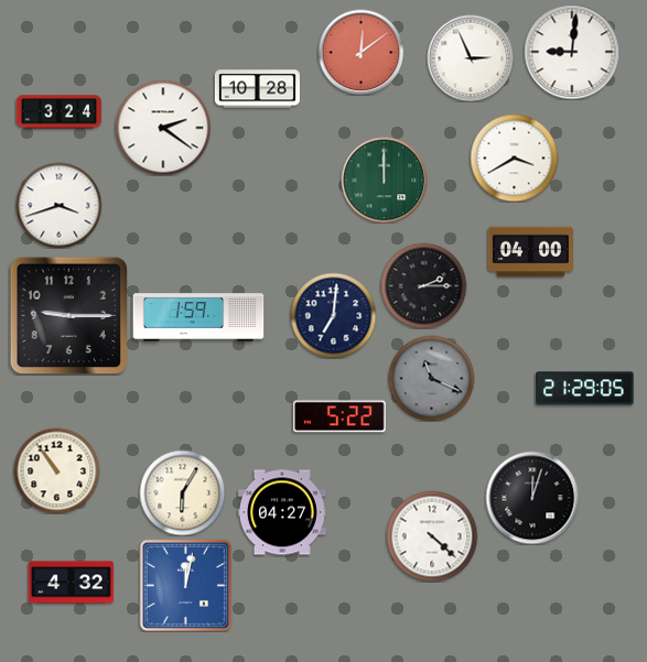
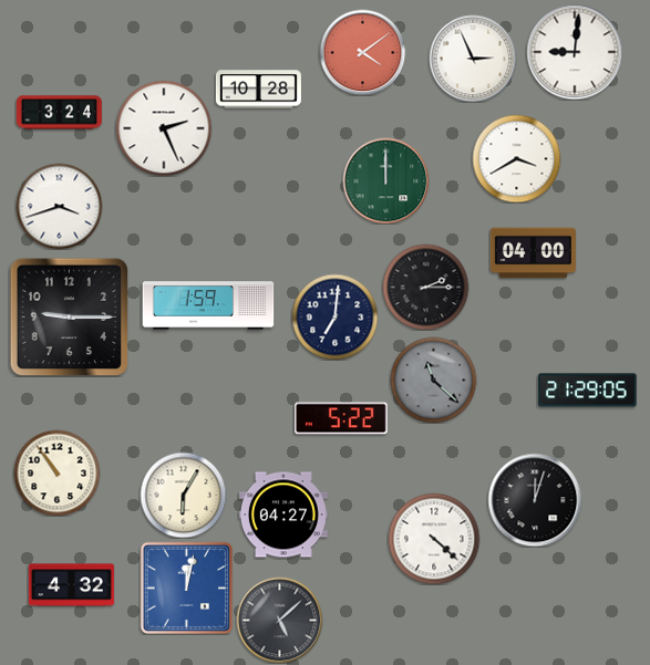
clock at (360, 52): 12:09 -> 4:09
clock at (163, 128): 2:21 -> 2:26
clock at (198, 317) position: (198, 317) -> (208, 305)
clock at (431, 378): 11:19 -> 11:22
clock at (279, 620): none -> 5:08
